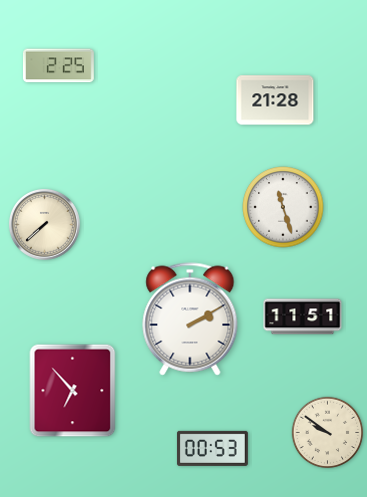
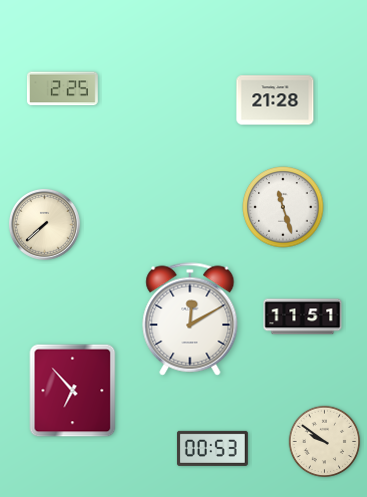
clock at (58, 66) position: (58, 66) -> (62, 89)
clock at (190, 319): 2:10 -> 12:10
clock at (328, 433) position: (328, 433) -> (325, 442)
